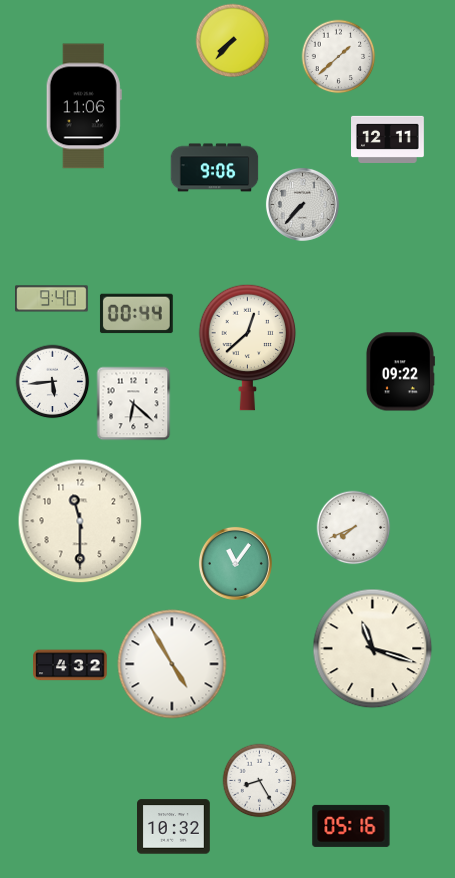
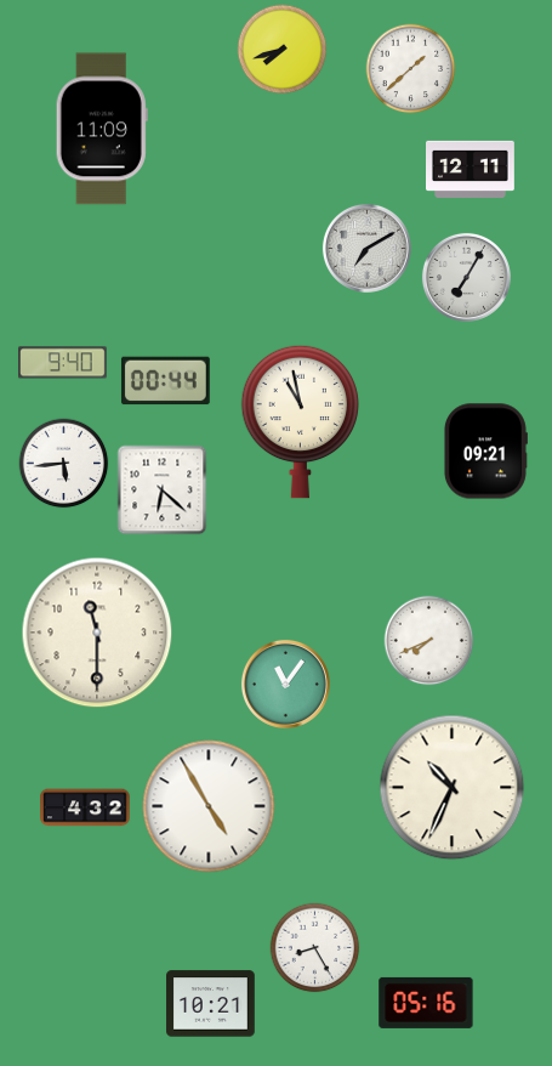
clock at (233, 41): 7:37 -> 7:42
clock at (84, 106): 11:06 -> 11:09
clock at (215, 168): 9:06 -> none
clock at (302, 204): 7:37 -> 7:10
clock at (466, 277): none -> 7:05
clock at (248, 347): 12:38 -> 10:58
clock at (400, 372): 09:22 -> 09:21
clock at (373, 649): 11:18 -> 10:34
clock at (174, 827): 10:32 -> 10:21
